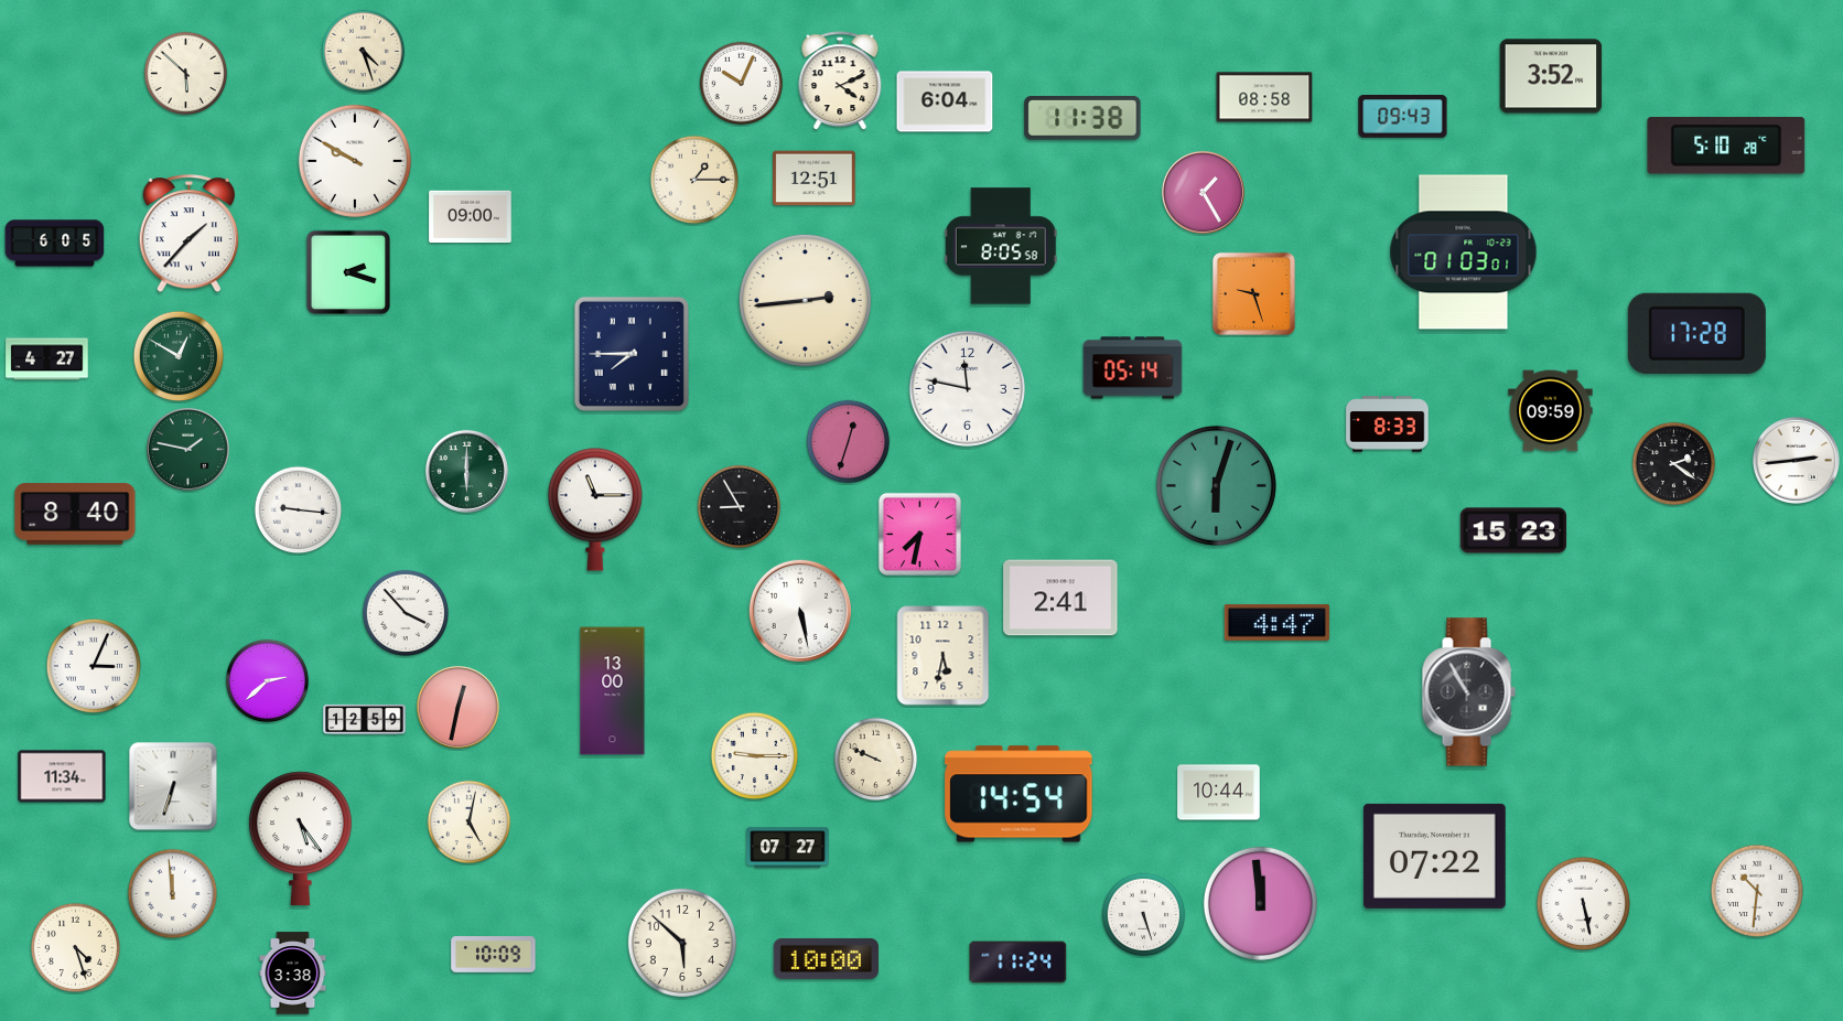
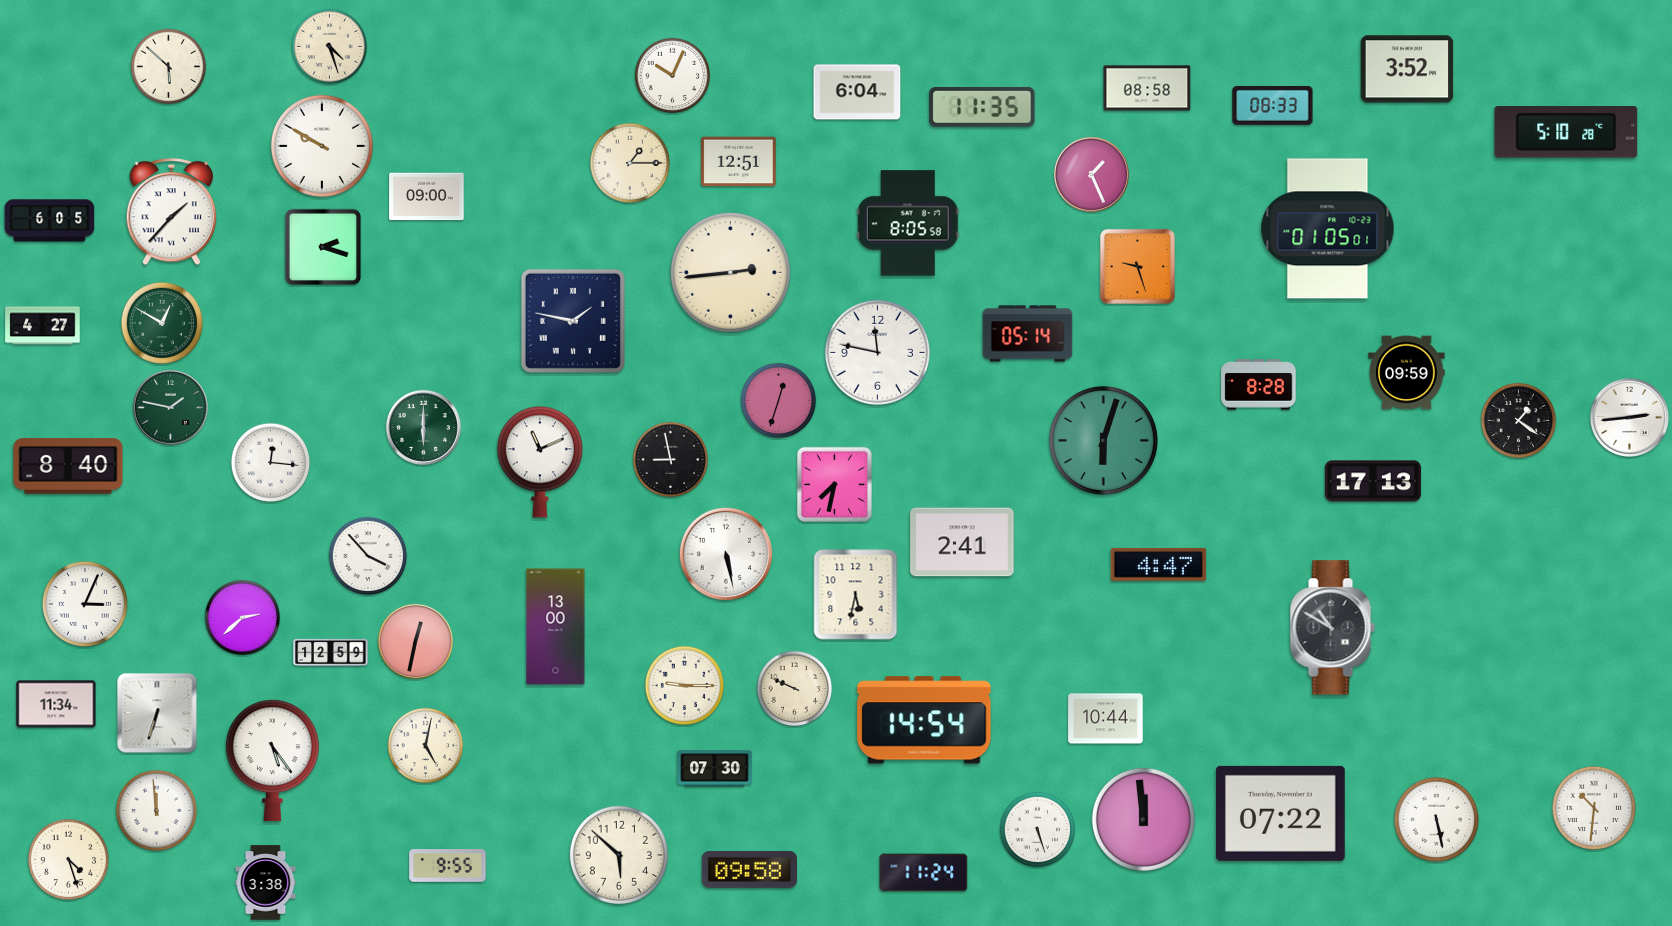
clock at (840, 82): 4:11 -> none
clock at (1403, 117): 09:43 -> 08:33
clock at (1082, 118): 11:38 -> 11:35
clock at (1203, 192): 1:25 -> 1:26
clock at (1464, 252): 01:03 -> 01:05
clock at (348, 272) position: (348, 272) -> (323, 247)
clock at (1696, 333): 17:28 -> none
clock at (632, 354): 7:45 -> 1:47
clock at (1388, 424): 8:33 -> 8:28
clock at (849, 442) position: (849, 442) -> (779, 401)
clock at (1674, 464): 2:21 -> 1:21
clock at (740, 507): 8:55 -> 8:58
clock at (595, 509): 11:15 -> 11:11
clock at (299, 511): 9:16 -> 12:16
clock at (1513, 530): 15:23 -> 17:13
clock at (1468, 692): 10:55 -> 10:50
clock at (788, 848): 07:27 -> 07:30
clock at (1434, 856) position: (1434, 856) -> (1280, 813)
clock at (494, 955): 10:09 -> 9:55
clock at (826, 958): 10:00 -> 09:58
